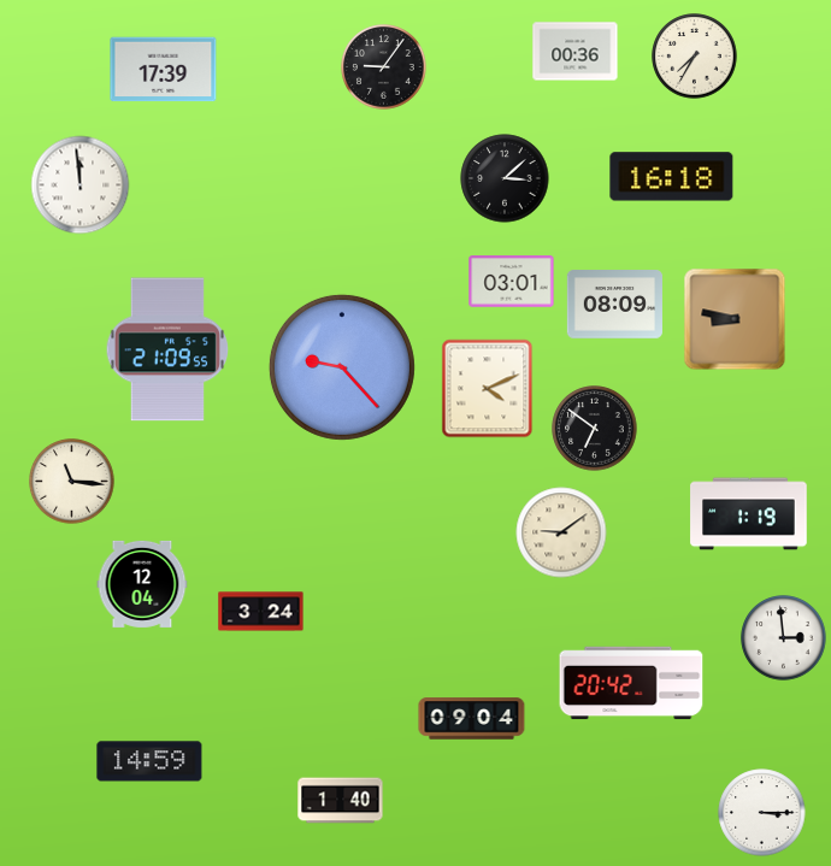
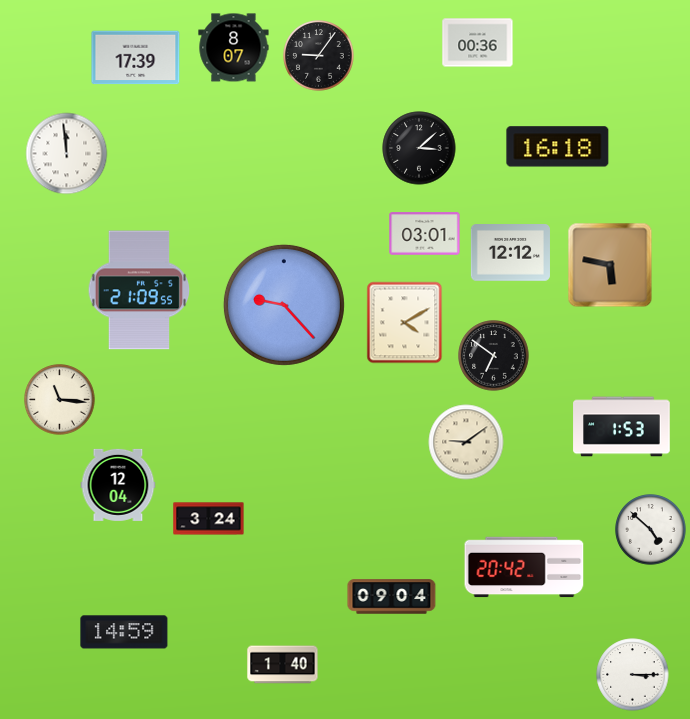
clock at (695, 57): 7:35 -> none
clock at (234, 48): none -> 8:07
clock at (614, 305): 08:09 -> 12:12
clock at (735, 319): 8:47 -> 5:47
clock at (488, 389): 4:11 -> 4:10
clock at (749, 514): 1:19 -> 1:53
clock at (261, 612) position: (261, 612) -> (209, 519)
clock at (784, 638): 2:59 -> 4:52
